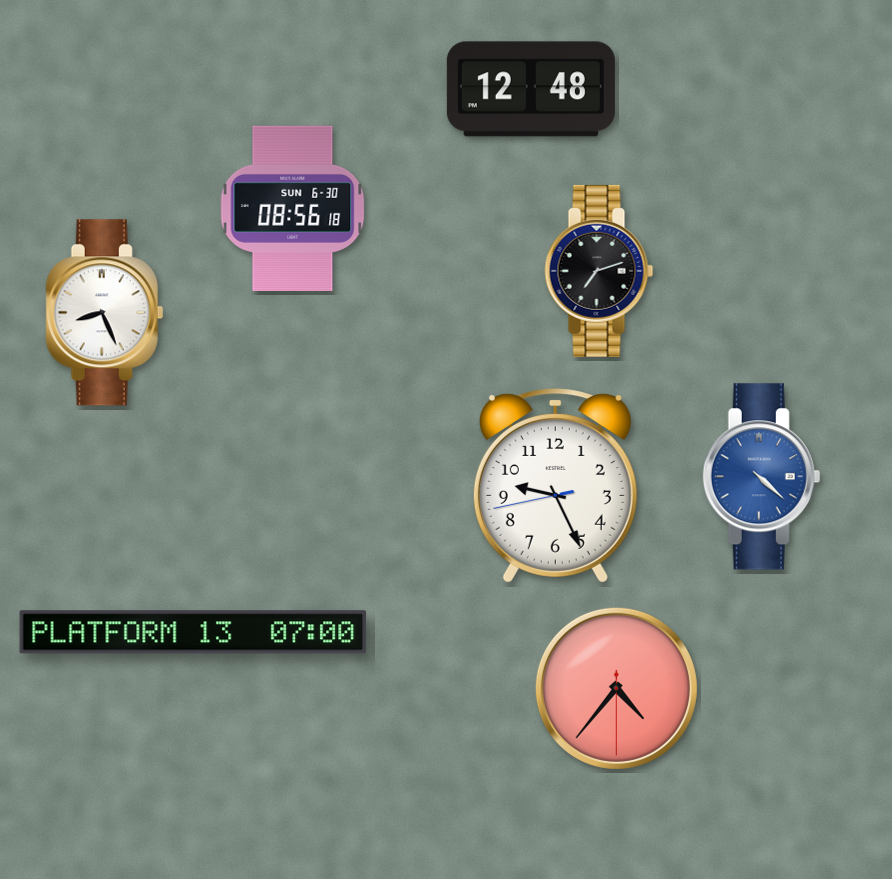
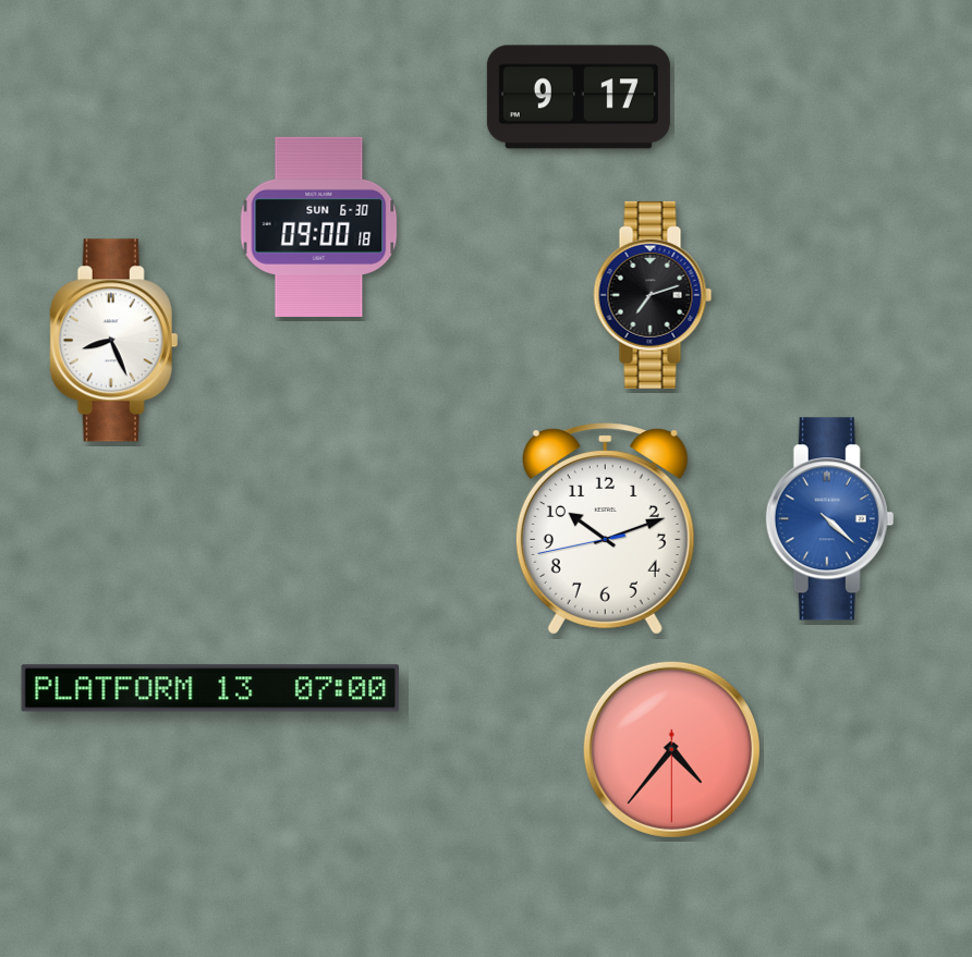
clock at (531, 89): 12:48 -> 9:17
clock at (293, 208): 08:56 -> 09:00
clock at (555, 486): 9:25 -> 10:11
